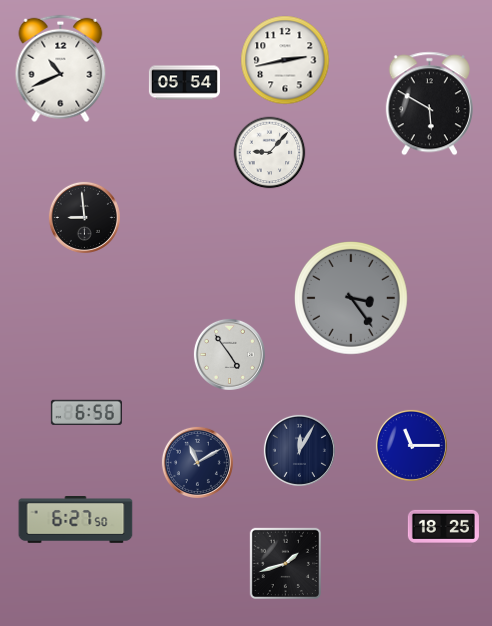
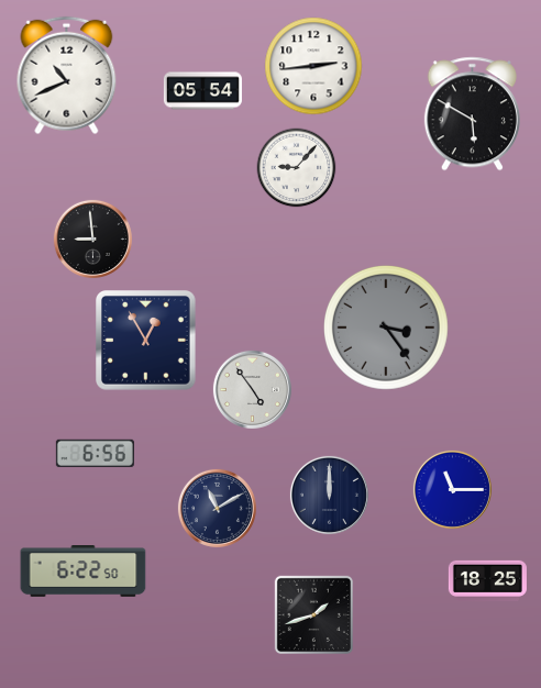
clock at (285, 60): 2:43 -> 2:44
clock at (146, 341): none -> 12:55
clock at (299, 450): 12:05 -> 12:00
clock at (76, 520): 6:27 -> 6:22
clock at (285, 563) position: (285, 563) -> (313, 614)
